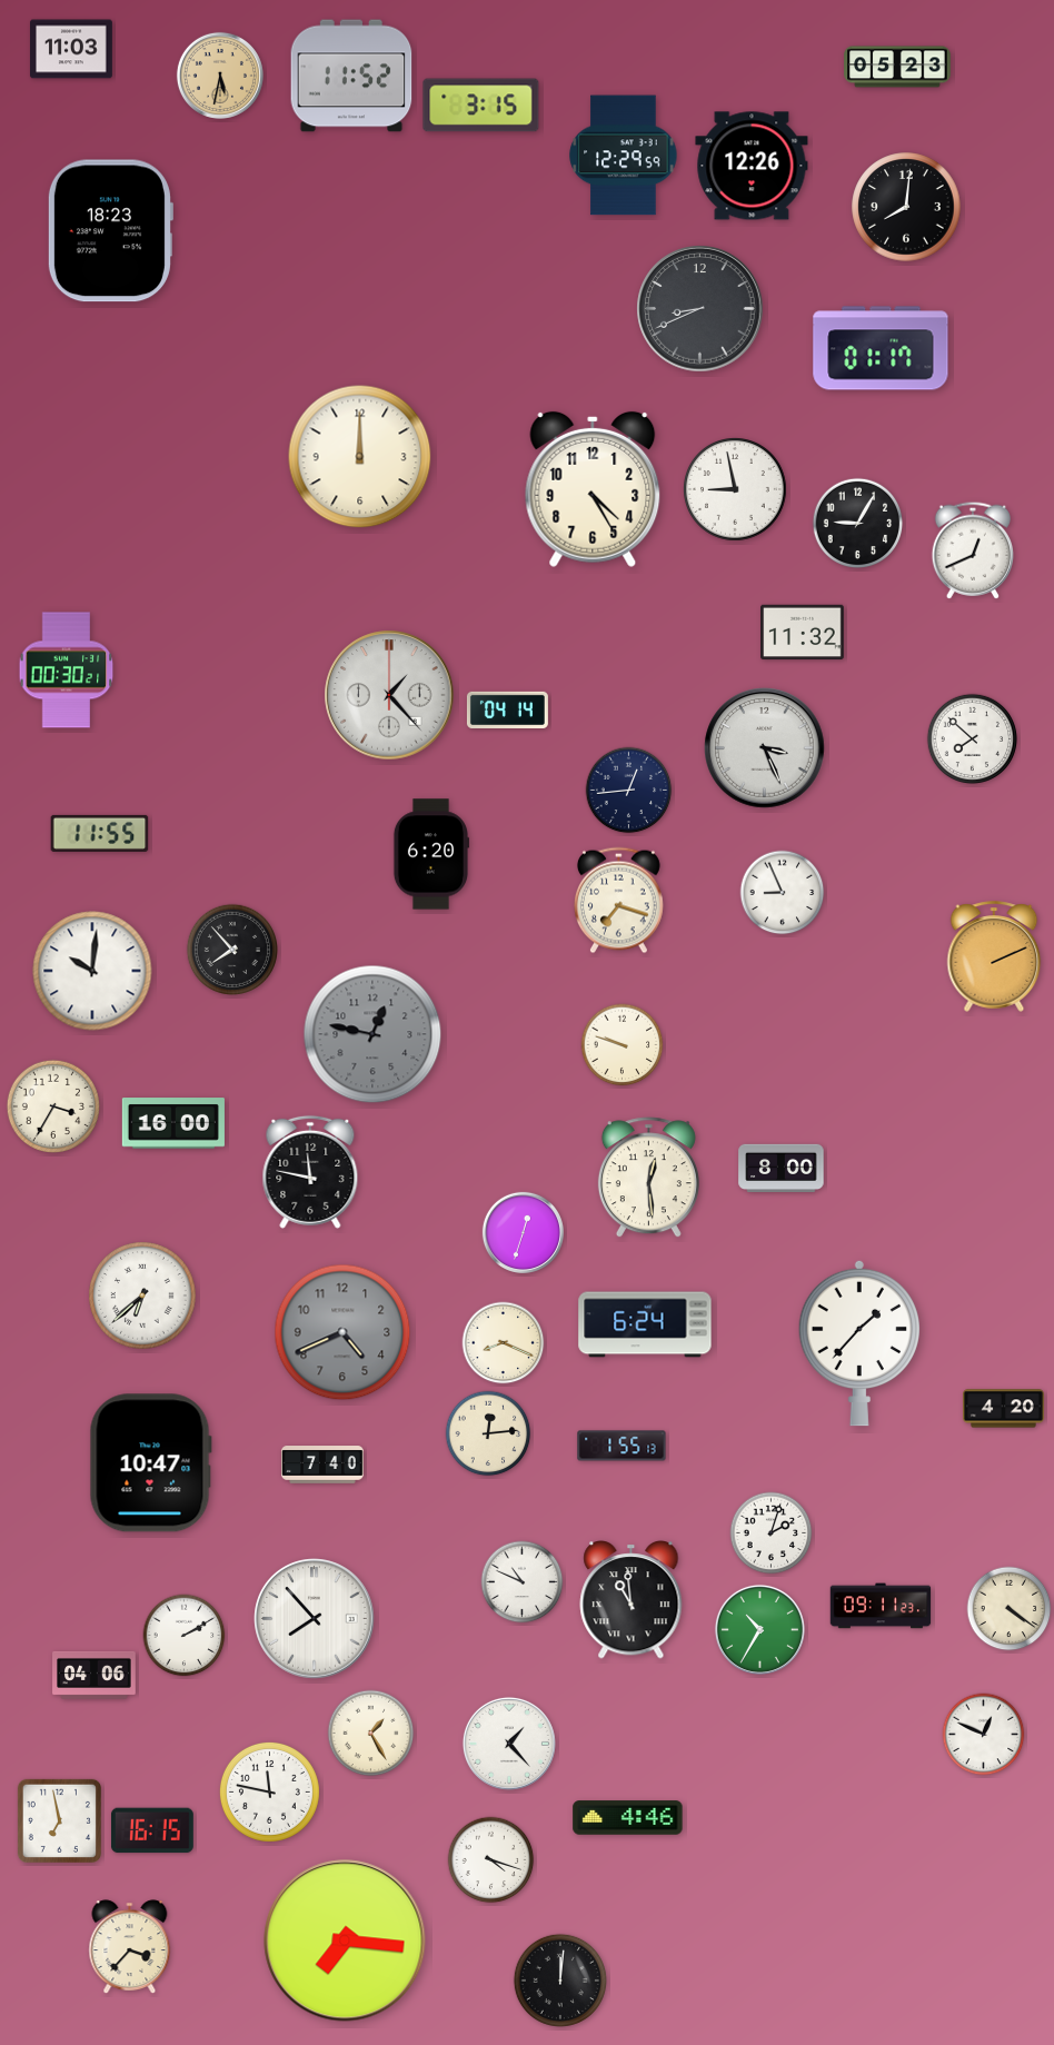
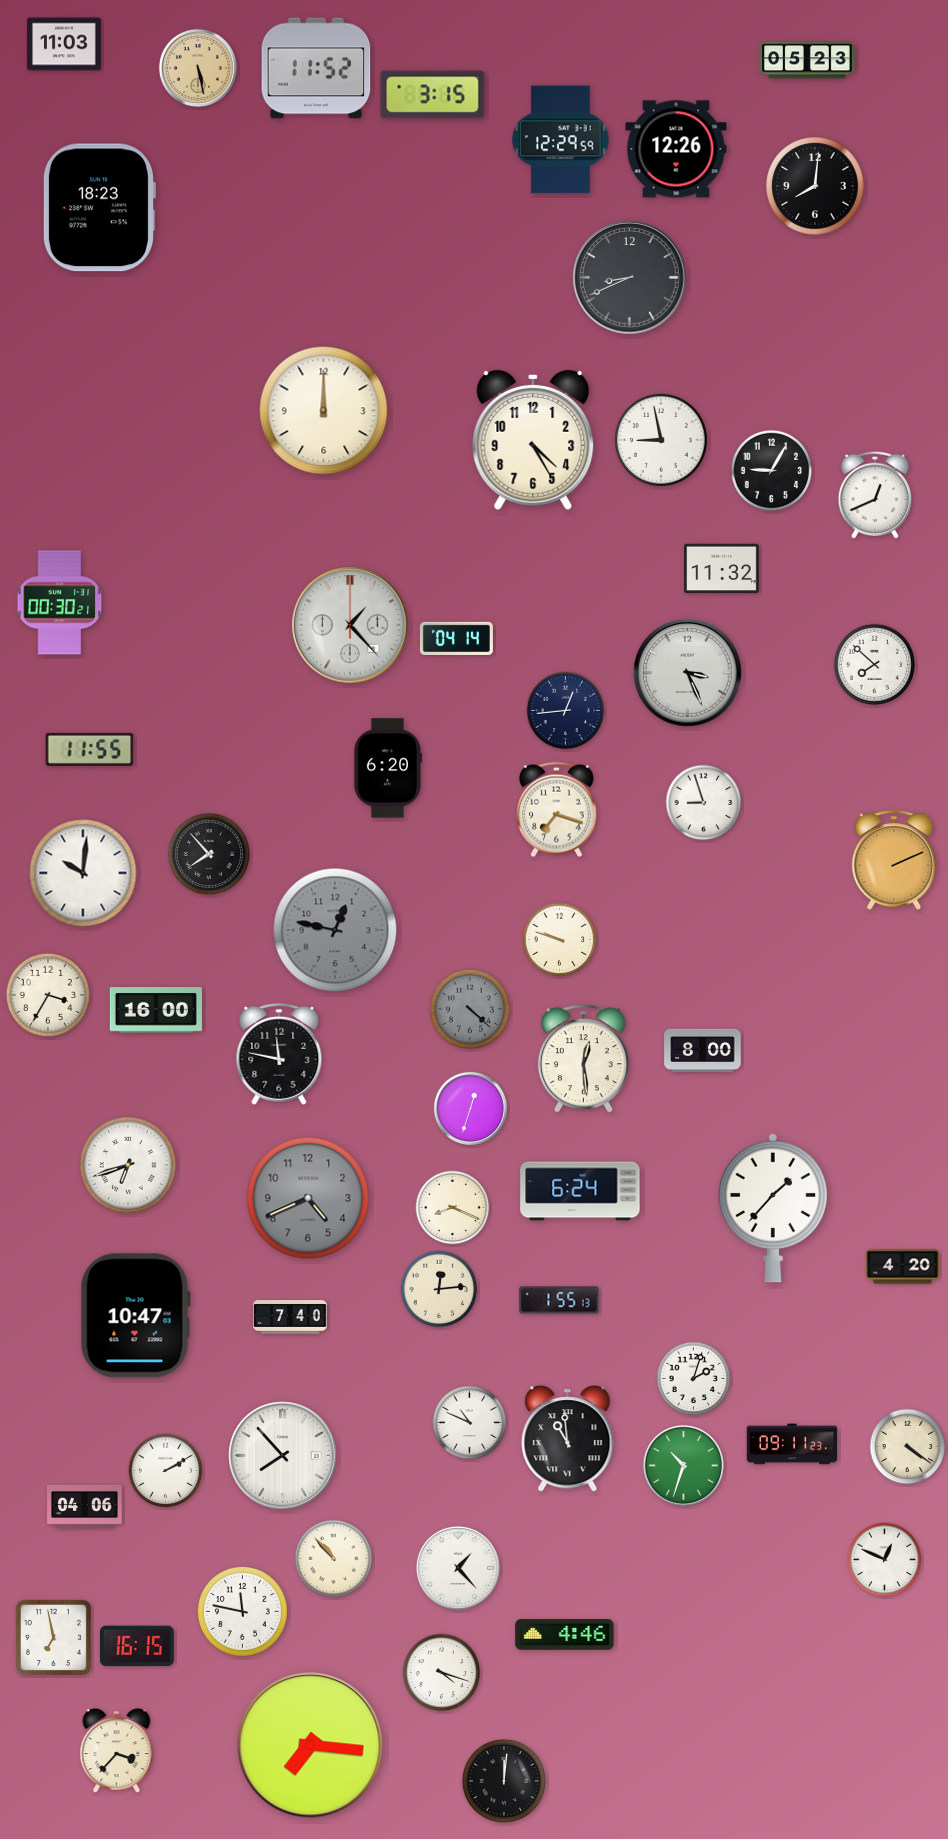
clock at (220, 76): 5:32 -> 5:28
clock at (881, 348): 01:17 -> none
clock at (783, 893): 8:56 -> 8:57
clock at (470, 1009): none -> 4:22
clock at (142, 1296): 6:38 -> 6:42
clock at (759, 1629): 10:35 -> 10:33
clock at (371, 1734): 1:25 -> 10:53
